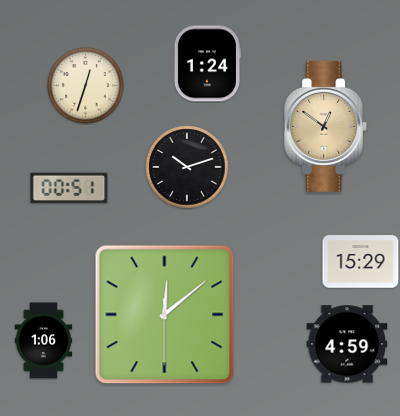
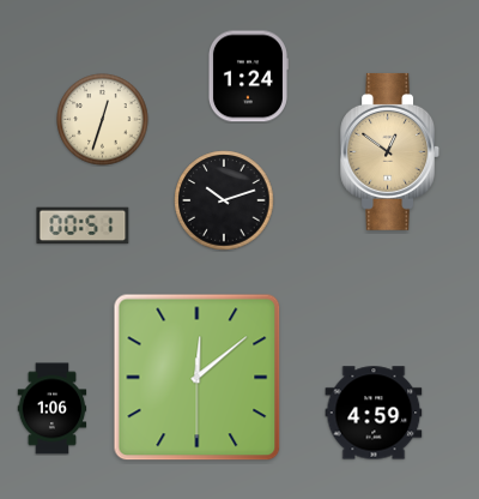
clock at (86, 86) position: (86, 86) -> (103, 120)
clock at (361, 262): 15:29 -> none
clock at (347, 344) position: (347, 344) -> (374, 413)
